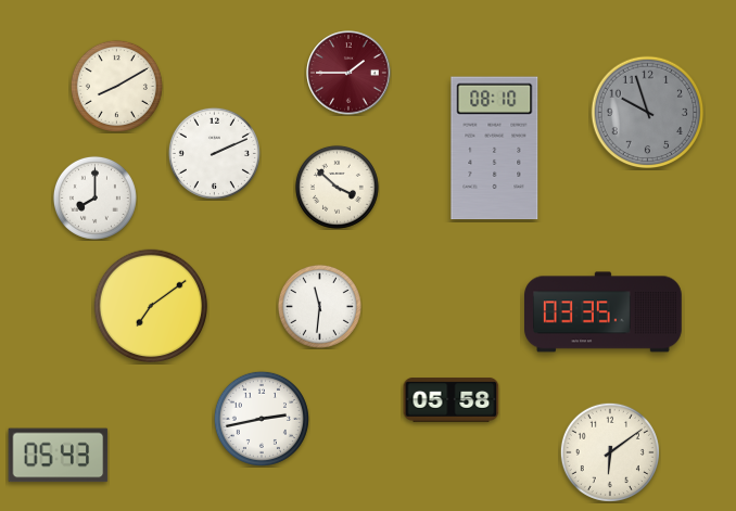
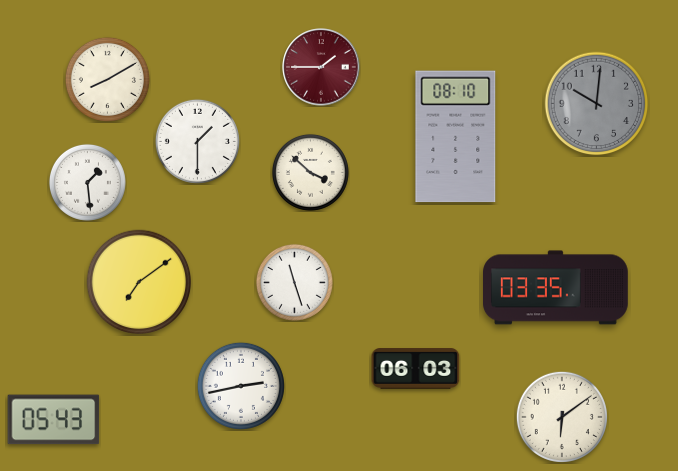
clock at (648, 113): 9:57 -> 10:01
clock at (214, 153): 2:11 -> 1:30
clock at (94, 197): 8:00 -> 1:29
clock at (319, 306): 11:31 -> 11:27
clock at (452, 400): 05:58 -> 06:03
